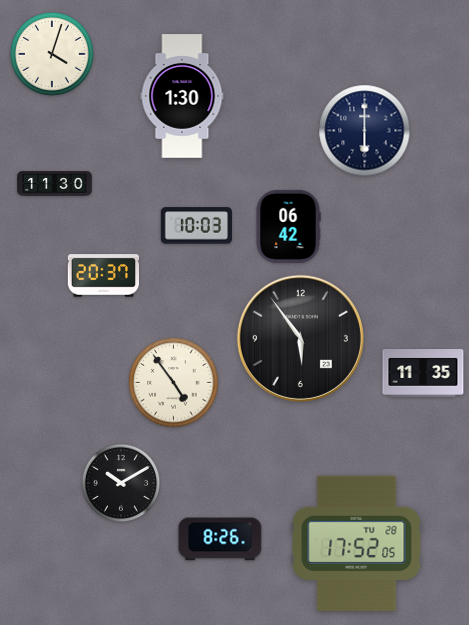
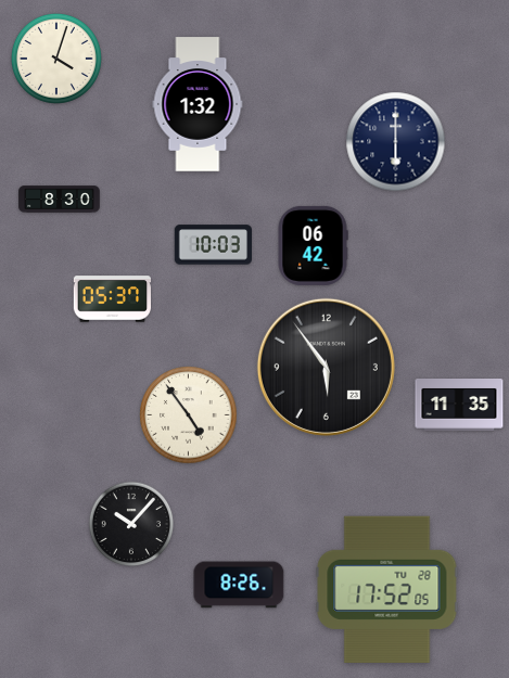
clock at (182, 96): 1:30 -> 1:32
clock at (55, 184): 11:30 -> 8:30
clock at (103, 276): 20:37 -> 05:37
clock at (121, 483): 10:10 -> 10:07
